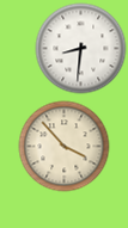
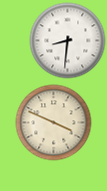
clock at (65, 147): 3:53 -> 3:49
